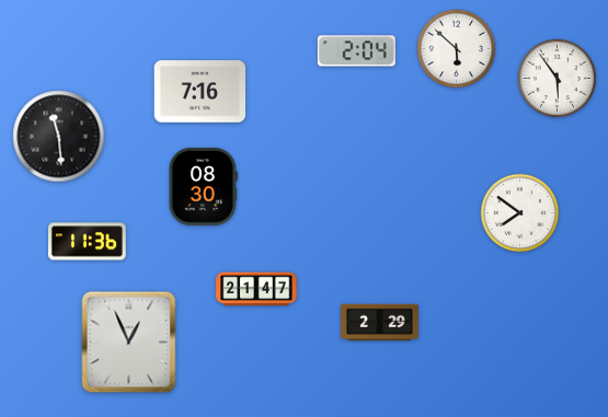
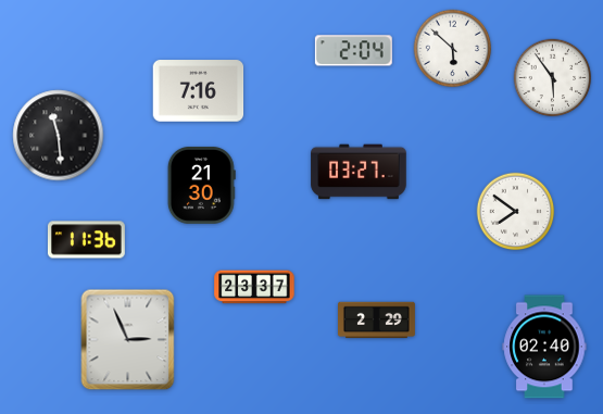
clock at (359, 172): none -> 03:27
clock at (203, 186): 08:30 -> 21:30
clock at (256, 289): 21:47 -> 23:37
clock at (129, 343): 12:56 -> 2:56
clock at (544, 347): none -> 02:40
